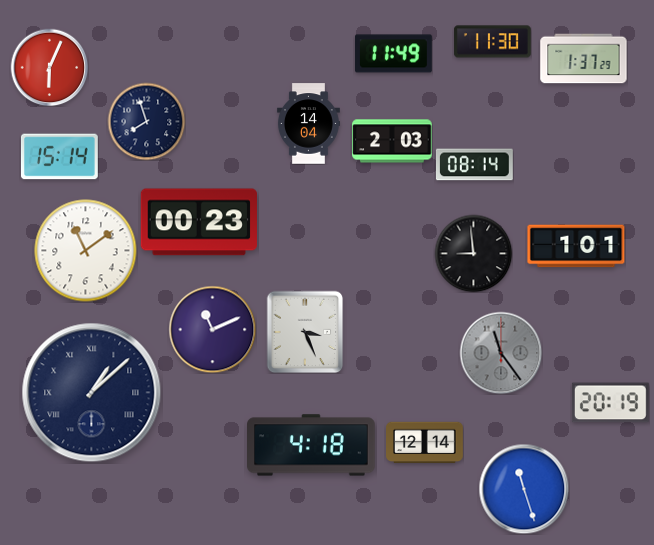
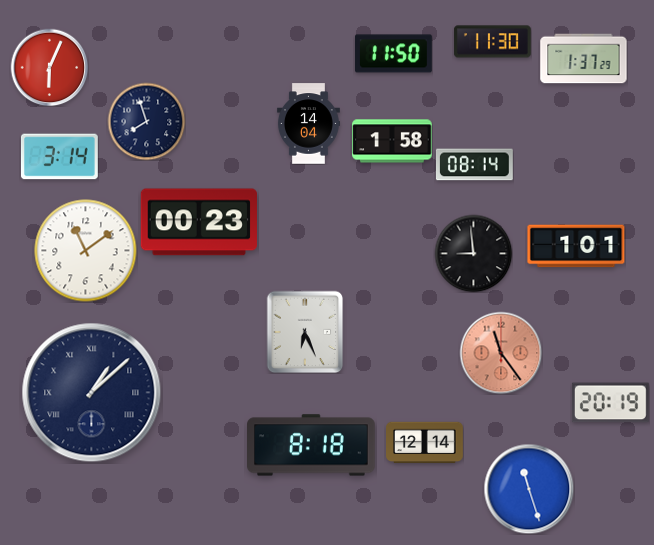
clock at (393, 54): 11:49 -> 11:50
clock at (392, 141): 2:03 -> 1:58
clock at (59, 157): 15:14 -> 3:14
clock at (212, 329): 11:11 -> none
clock at (305, 332): 3:26 -> 6:26
clock at (501, 353) dial: grey -> salmon
clock at (312, 445): 4:18 -> 8:18
clock at (524, 489) position: (524, 489) -> (529, 489)
